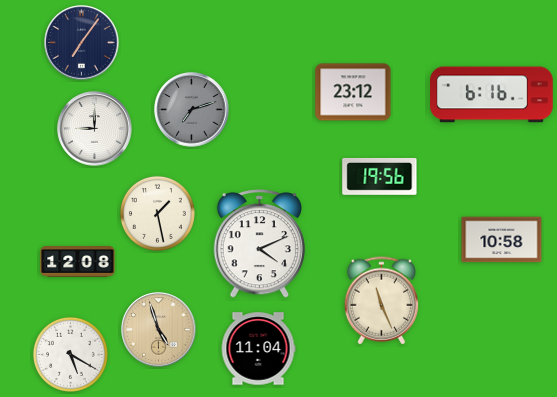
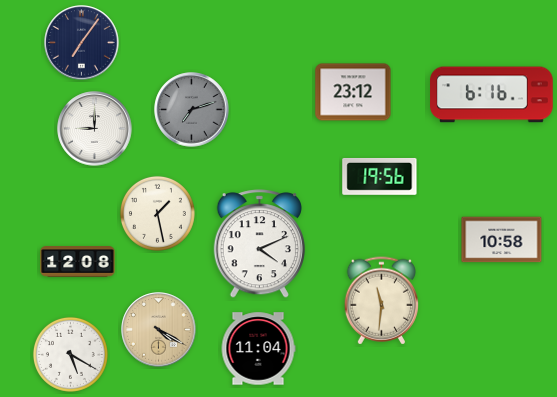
clock at (381, 301): 11:26 -> 11:31
clock at (159, 330): 4:57 -> 4:20
